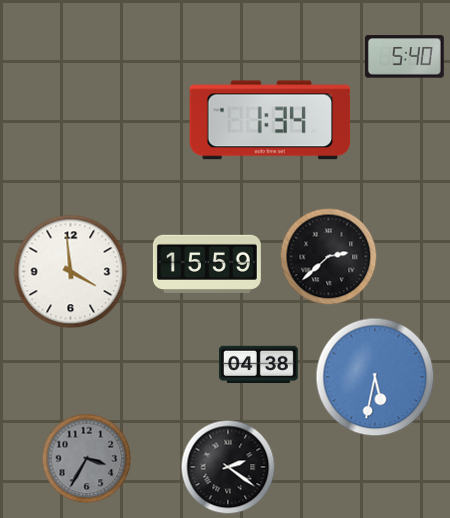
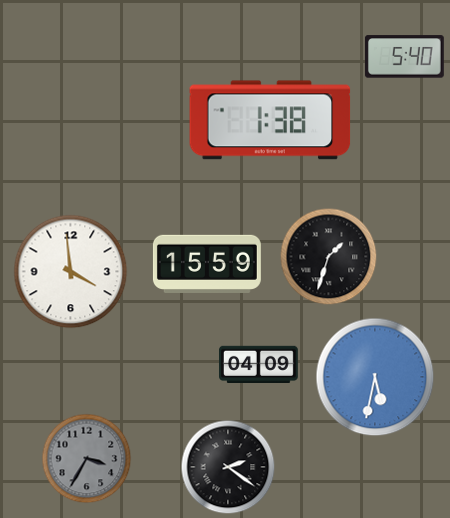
clock at (270, 120): 1:34 -> 1:38
clock at (329, 257): 2:38 -> 1:33
clock at (259, 364): 04:38 -> 04:09
